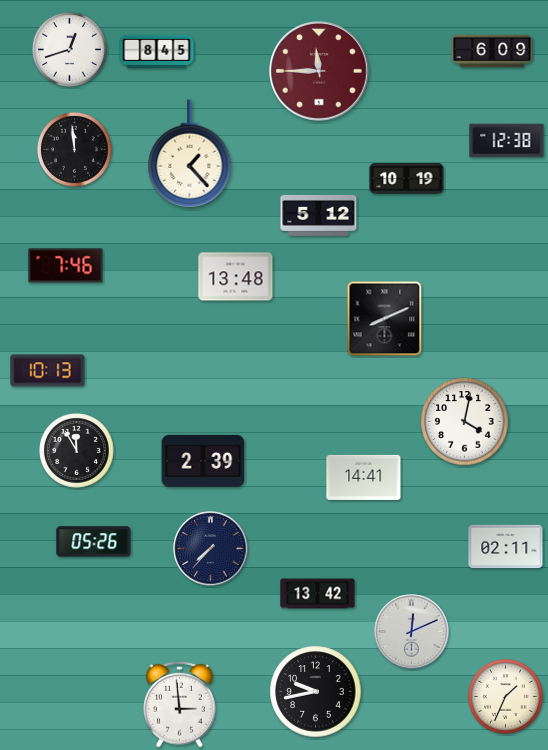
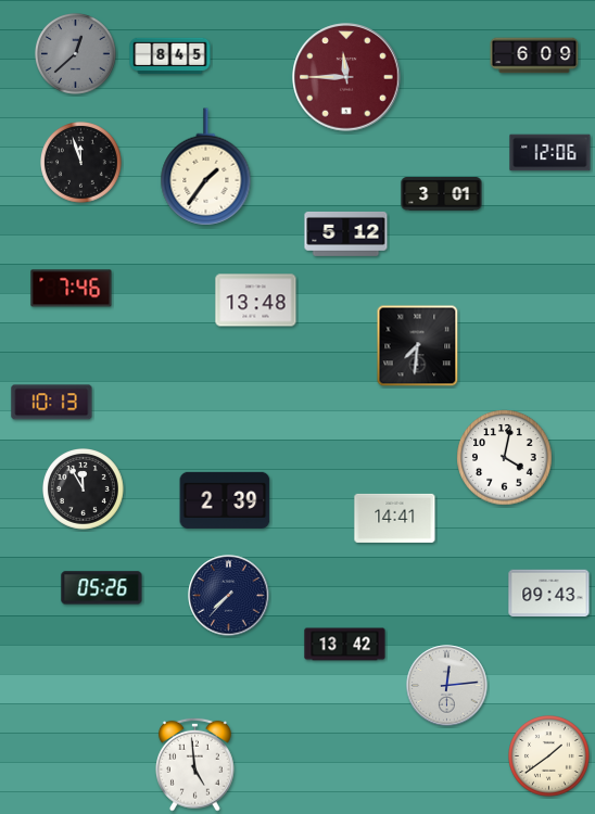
clock at (70, 50): 12:42 -> 12:38
clock at (70, 50) dial: white -> grey
clock at (507, 141): 12:38 -> 12:06
clock at (75, 150): 11:59 -> 11:57
clock at (190, 154): 1:23 -> 1:36
clock at (407, 179): 10:19 -> 3:01
clock at (385, 319): 8:11 -> 7:31
clock at (203, 461) position: (203, 461) -> (225, 500)
clock at (506, 547): 02:11 -> 09:43
clock at (412, 632): 12:11 -> 12:14
clock at (316, 692): 9:43 -> none
clock at (506, 697): 1:34 -> 1:39
clock at (180, 704): 2:59 -> 4:59
